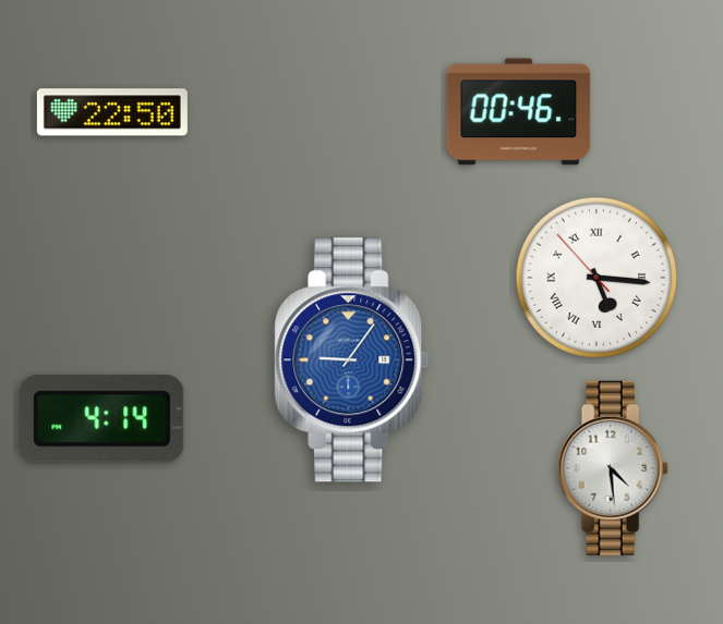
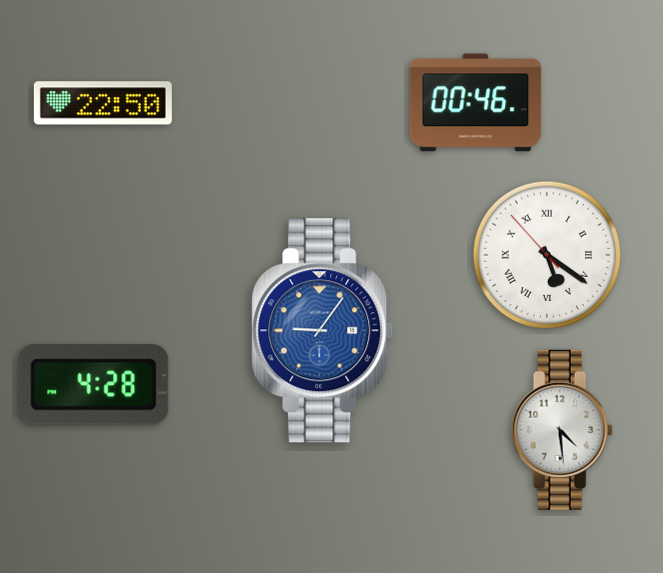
clock at (597, 278): 5:15 -> 5:20
clock at (103, 419): 4:14 -> 4:28
